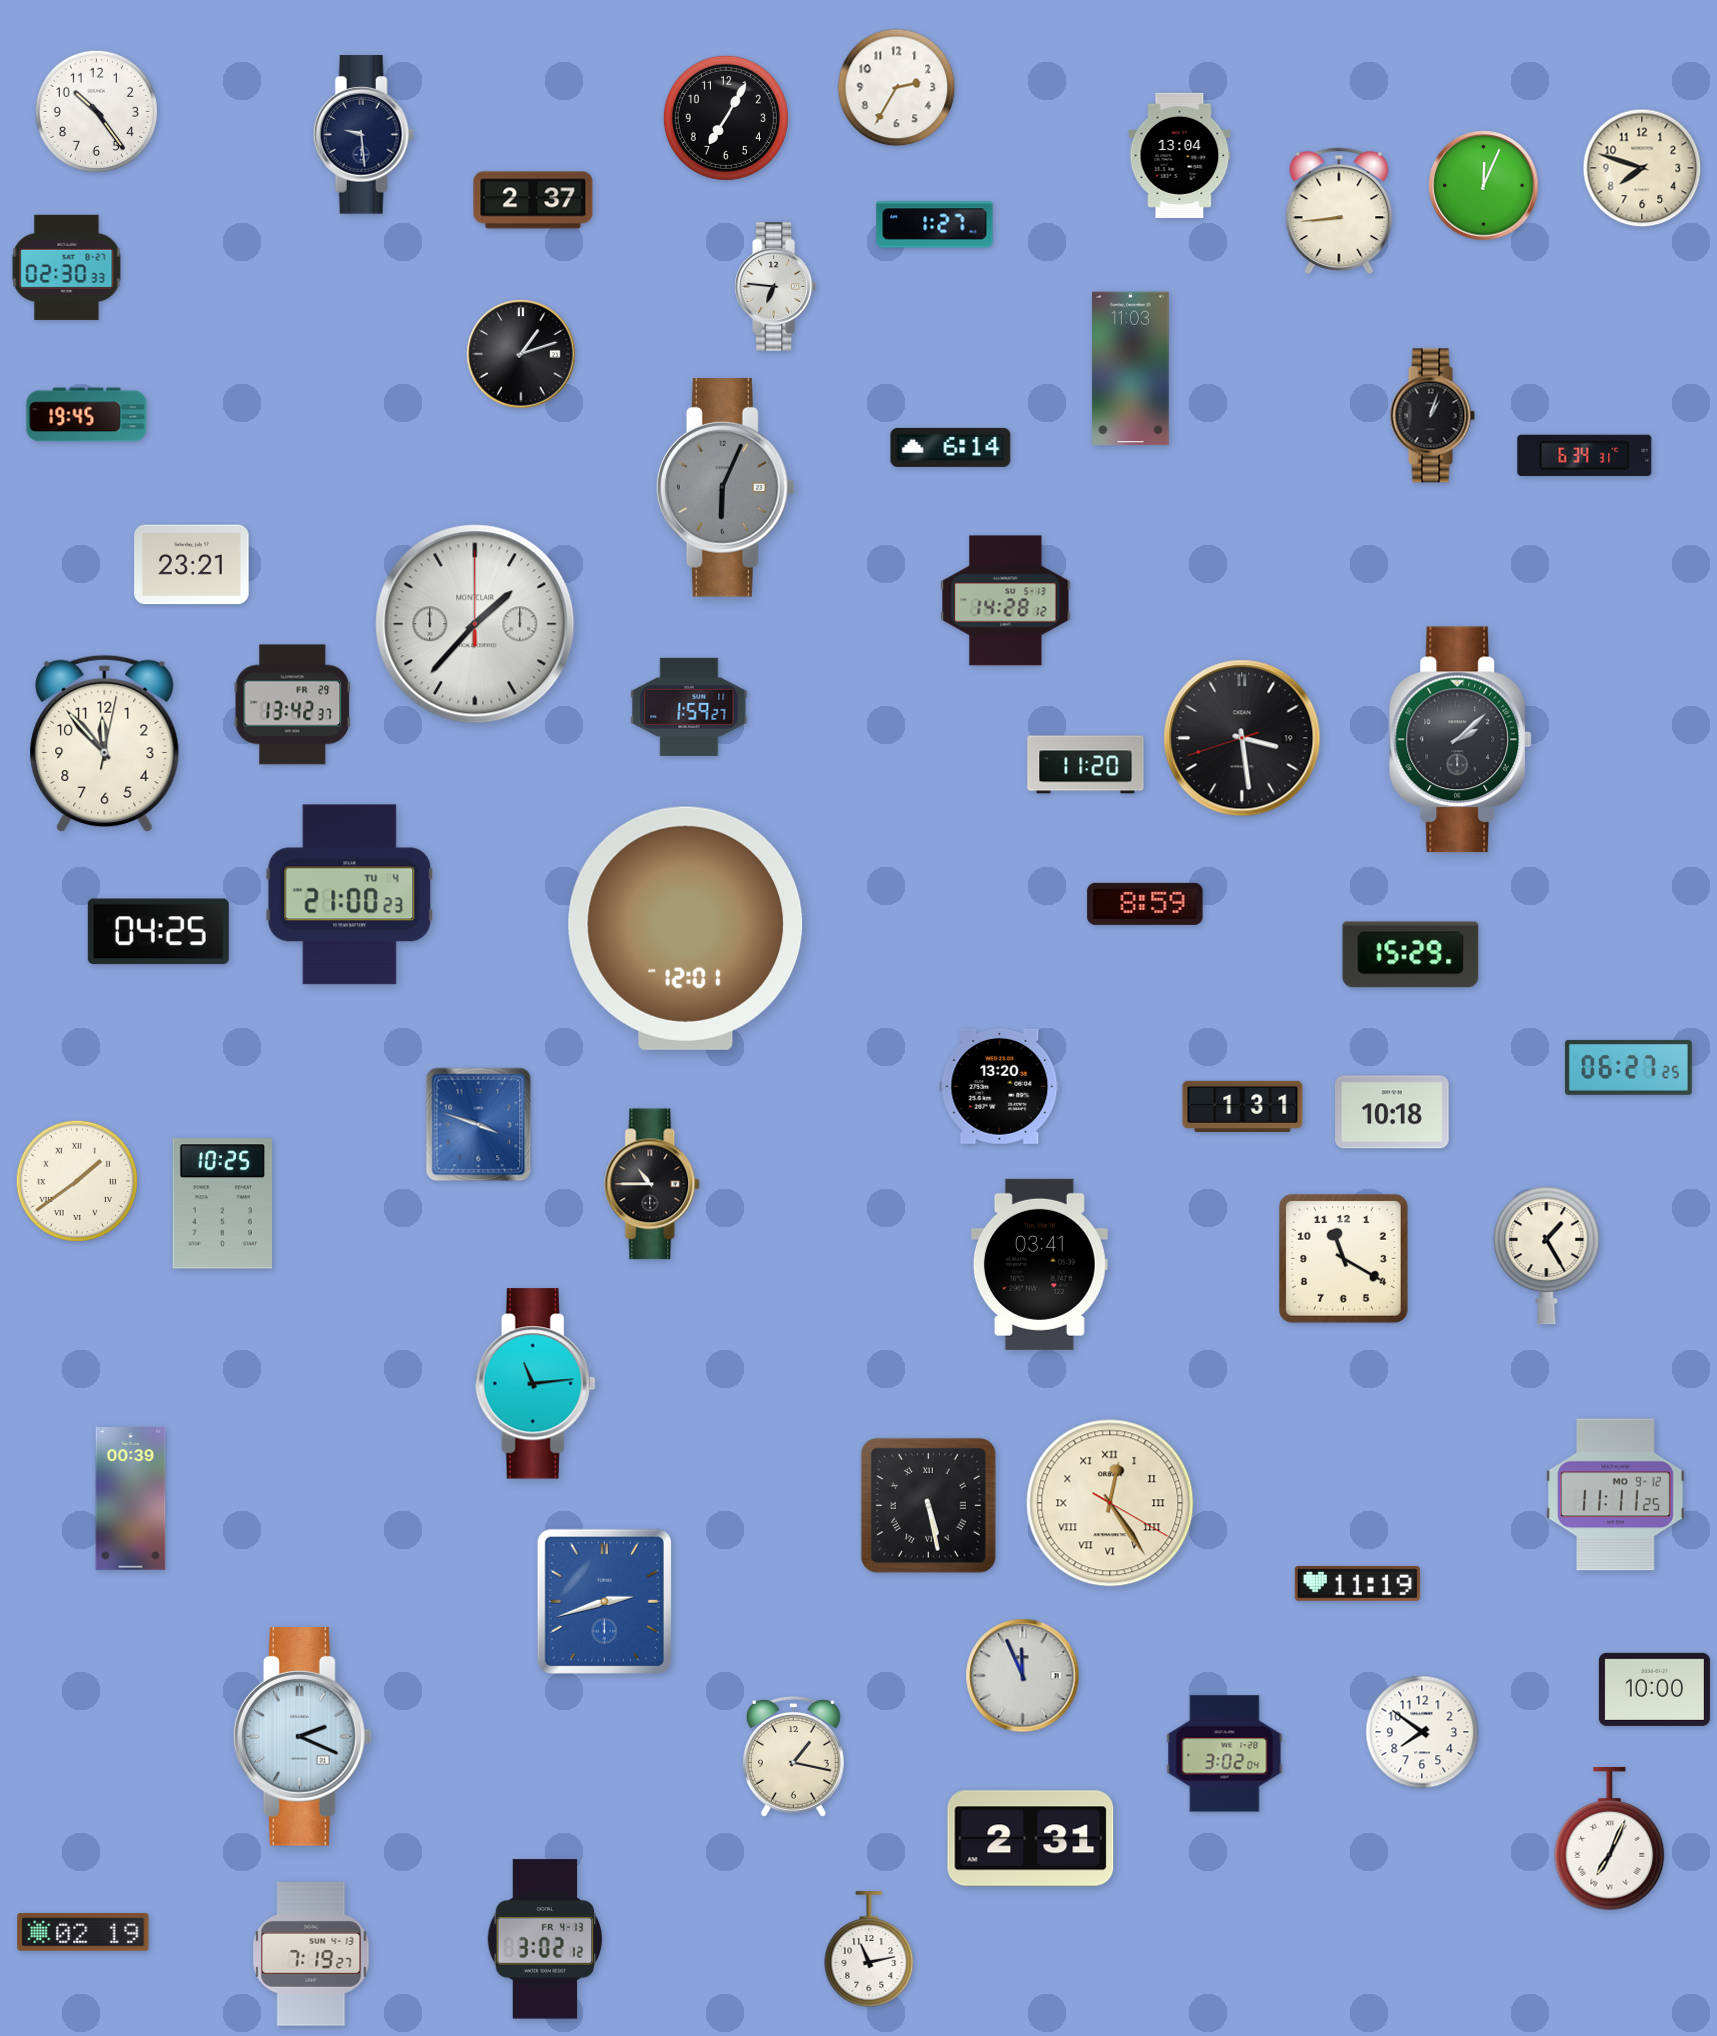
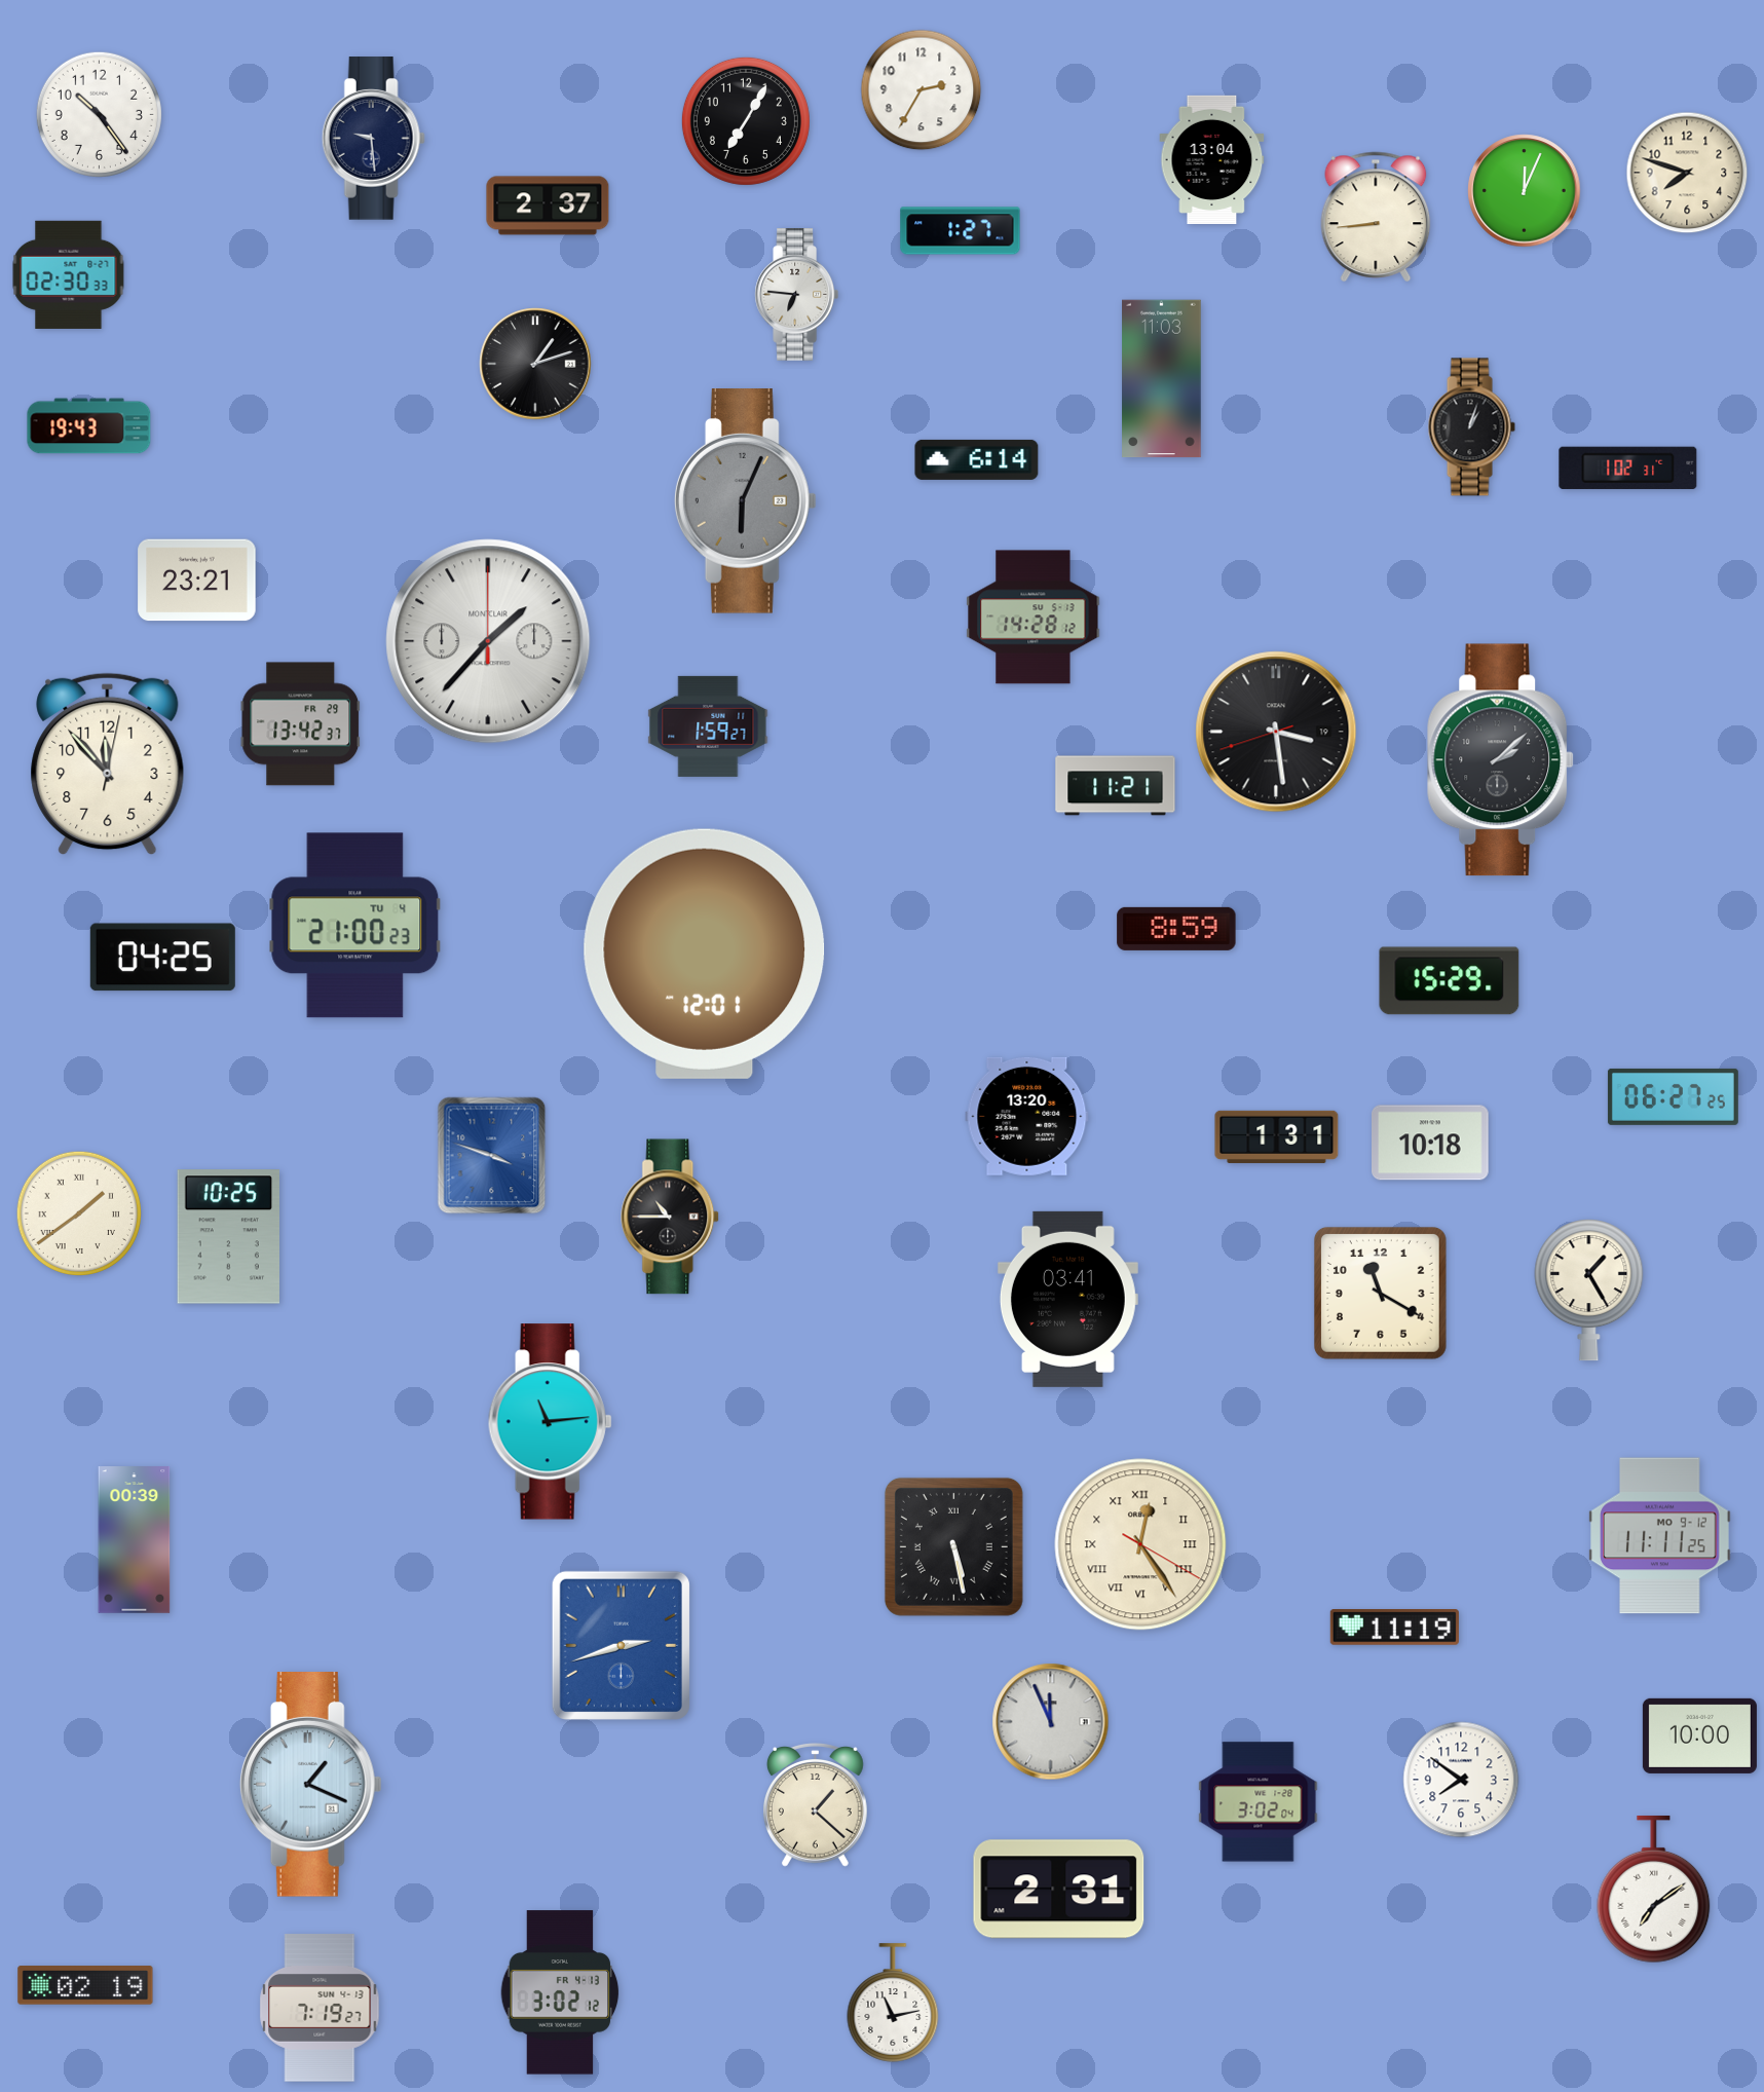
clock at (87, 415): 19:45 -> 19:43
clock at (1585, 455): 6:34 -> 1:02
clock at (1242, 738) position: (1242, 738) -> (1276, 732)
clock at (1086, 765): 11:20 -> 11:21
clock at (350, 895) position: (350, 895) -> (355, 926)
clock at (302, 1737): 2:19 -> 1:19
clock at (793, 1757): 1:17 -> 1:22
clock at (1610, 1839): 7:04 -> 7:09
